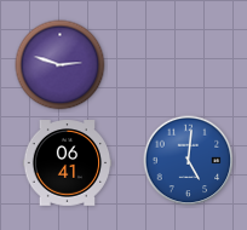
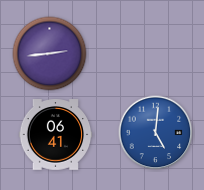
clock at (61, 65): 2:48 -> 2:44
